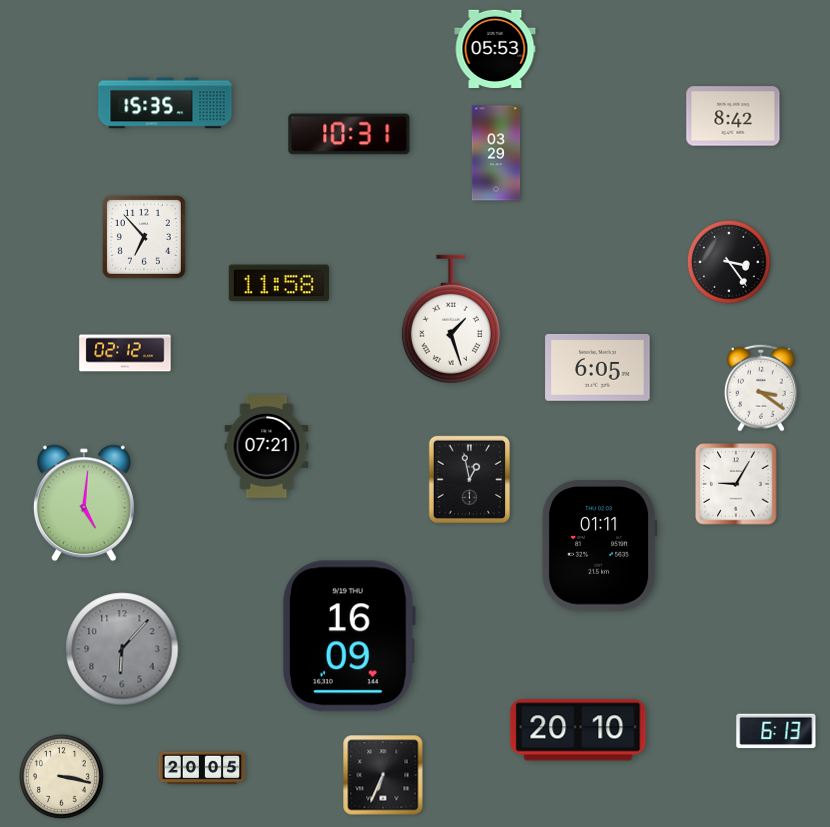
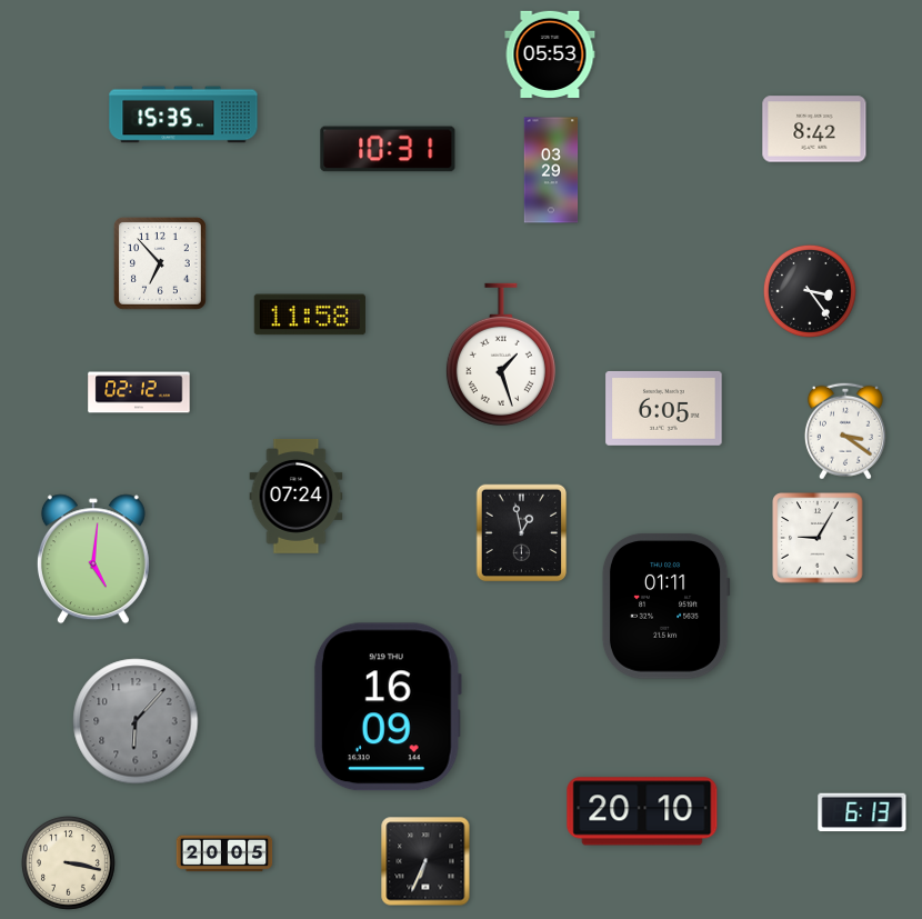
clock at (267, 446): 07:21 -> 07:24
